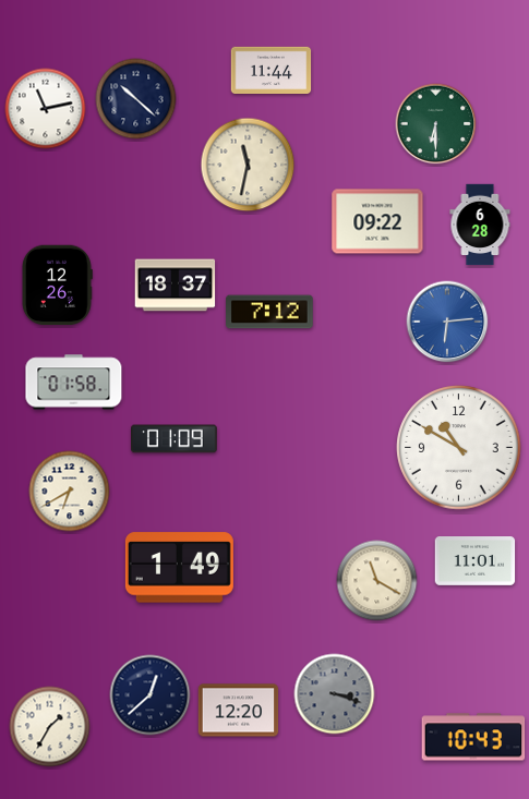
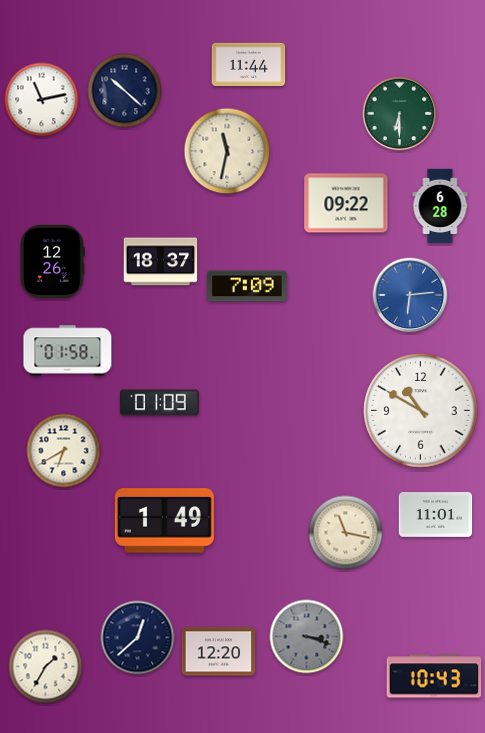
clock at (269, 312): 7:12 -> 7:09
clock at (377, 581): 11:20 -> 11:17
